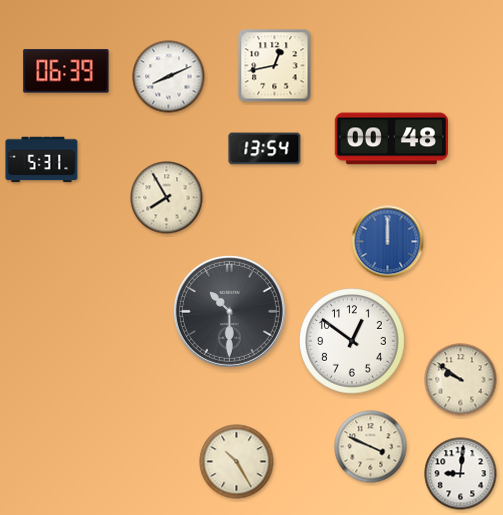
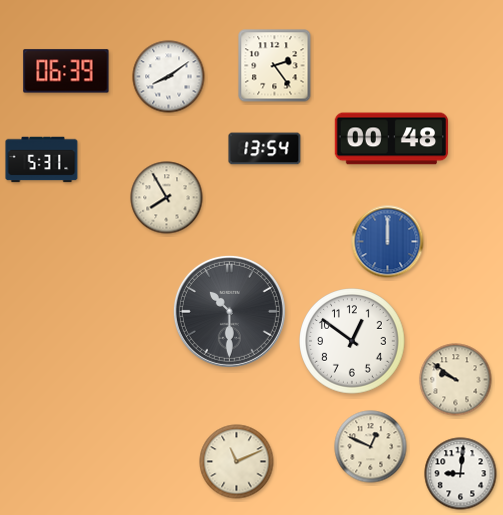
clock at (275, 66): 12:43 -> 2:24
clock at (169, 77): 8:11 -> 8:09
clock at (461, 380) position: (461, 380) -> (456, 380)
clock at (371, 447): 3:49 -> 12:49
clock at (237, 462): 10:25 -> 11:11
